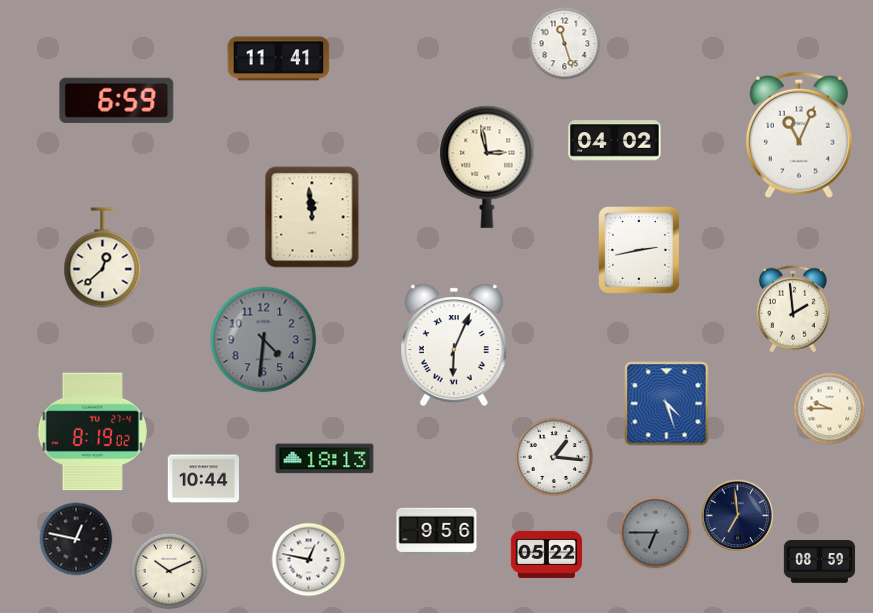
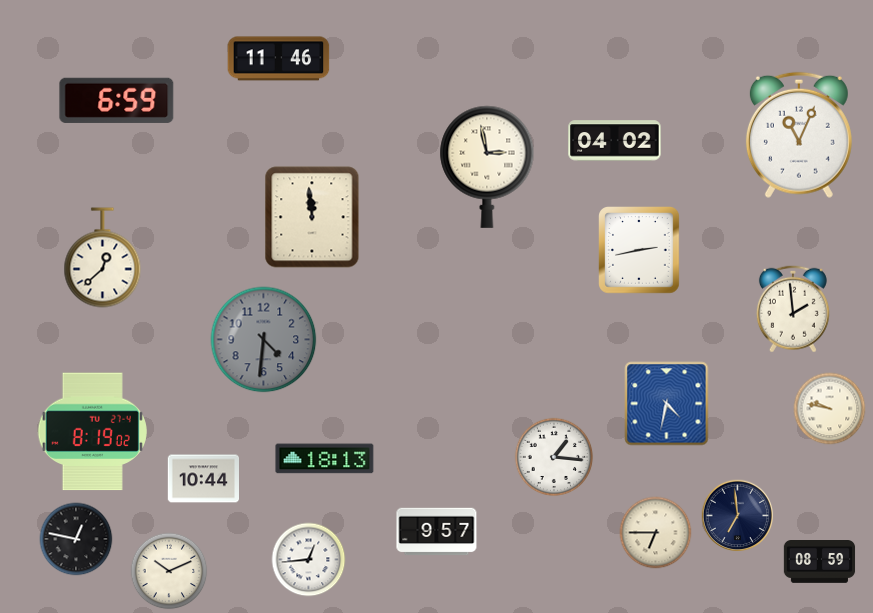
clock at (565, 44): 11:27 -> none
clock at (279, 59): 11:41 -> 11:46
clock at (454, 345): 6:04 -> none
clock at (667, 404): 4:27 -> 4:32
clock at (830, 409): 9:45 -> 9:47
clock at (437, 532): 9:56 -> 9:57
clock at (656, 533) dial: grey -> cream
clock at (547, 554): 05:22 -> none
clock at (309, 560): 12:47 -> 12:44
